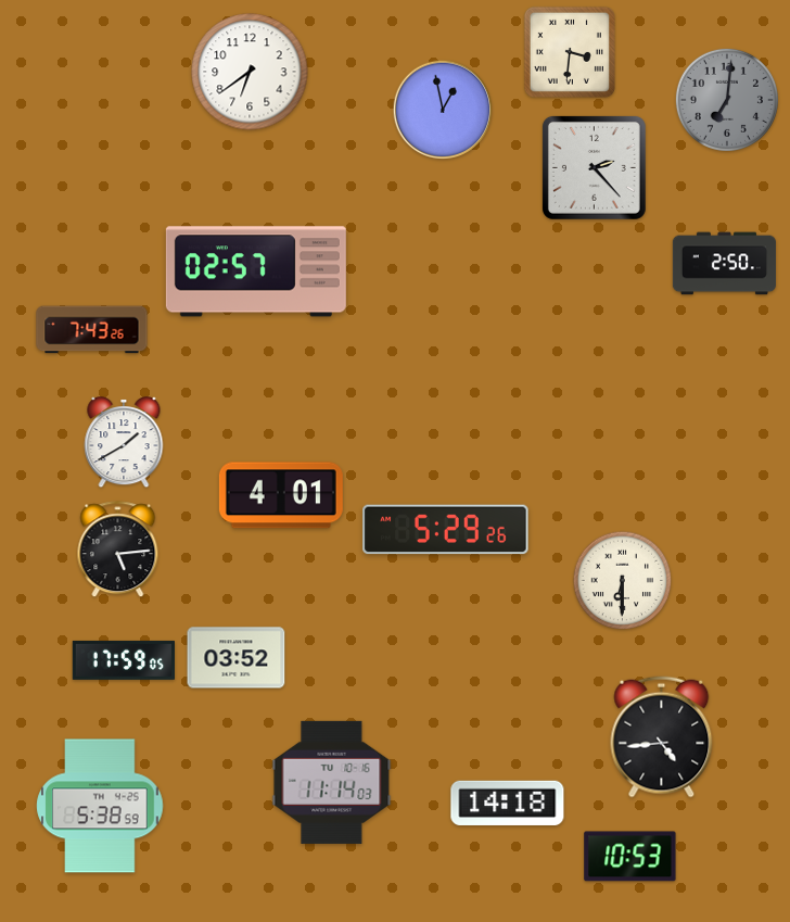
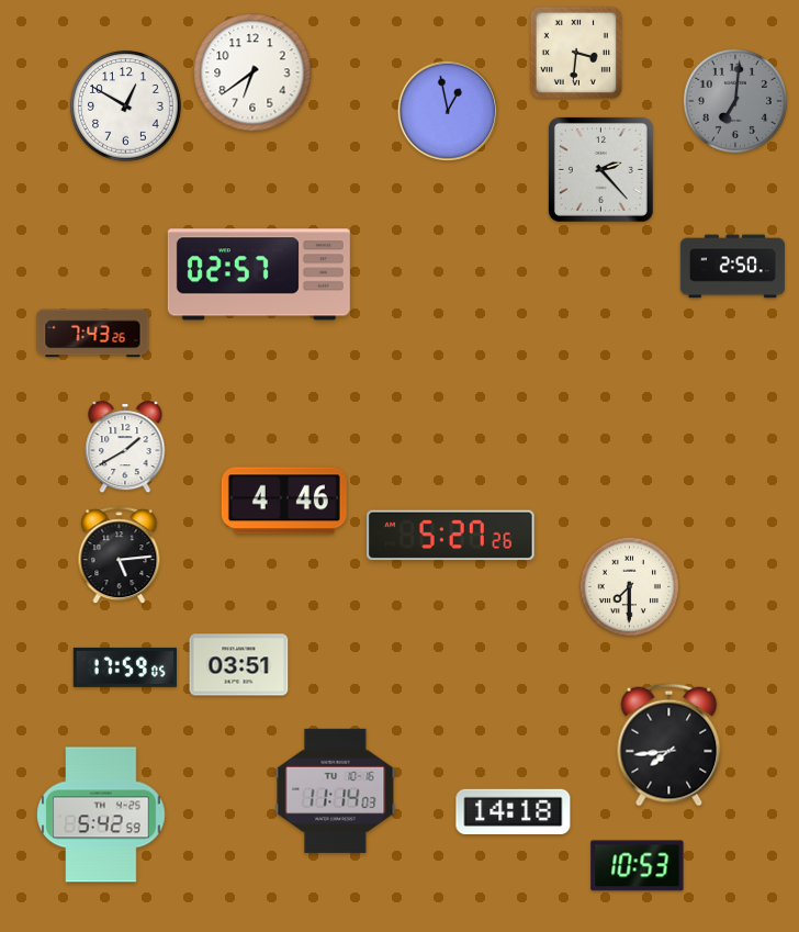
clock at (126, 106): none -> 12:50
clock at (281, 495): 4:01 -> 4:46
clock at (446, 530): 5:29 -> 5:27
clock at (623, 581): 6:30 -> 7:30
clock at (237, 658): 03:52 -> 03:51
clock at (662, 737): 4:44 -> 7:44
clock at (100, 806): 5:38 -> 5:42
